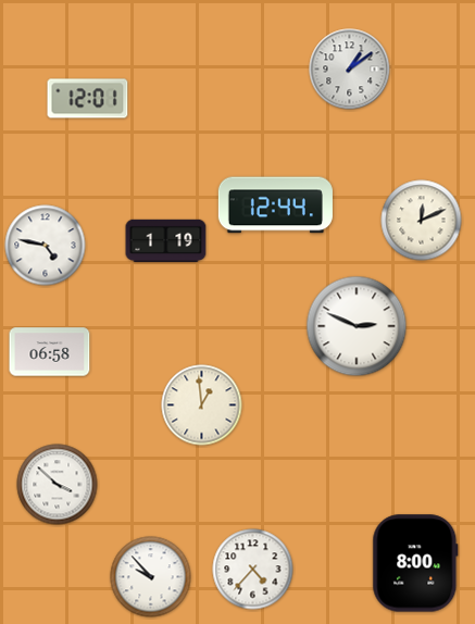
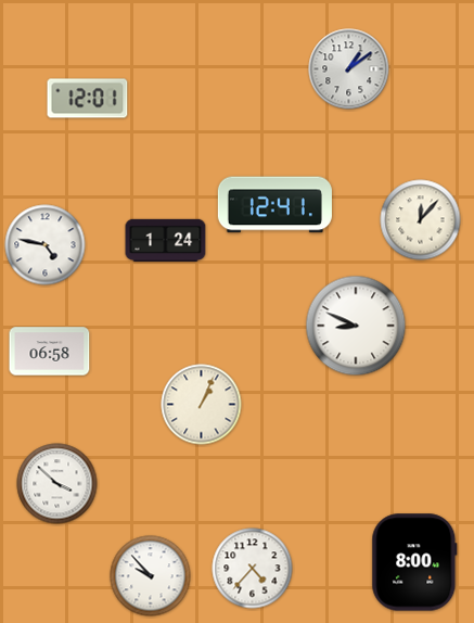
clock at (275, 205): 12:44 -> 12:41
clock at (422, 221): 12:11 -> 12:07
clock at (166, 241): 1:19 -> 1:24
clock at (357, 326): 2:49 -> 8:49
clock at (202, 405): 12:59 -> 1:04
